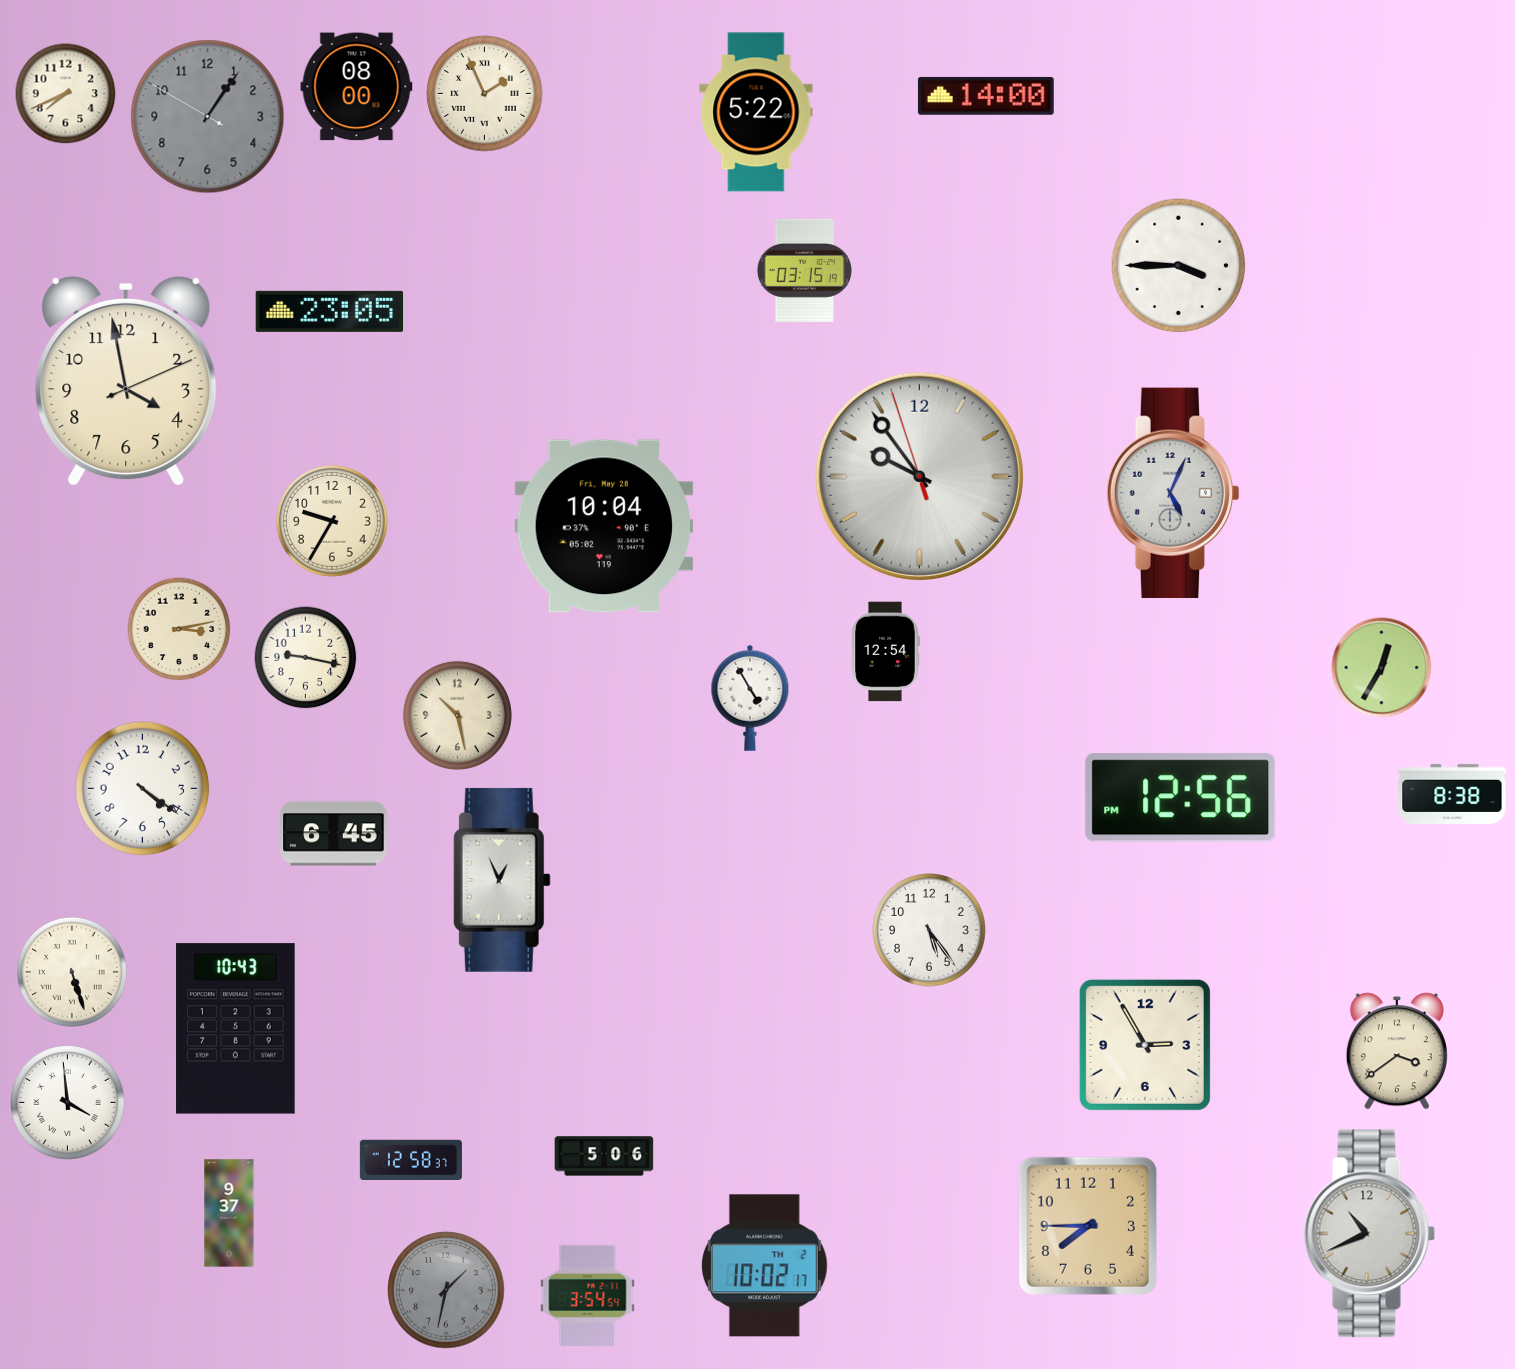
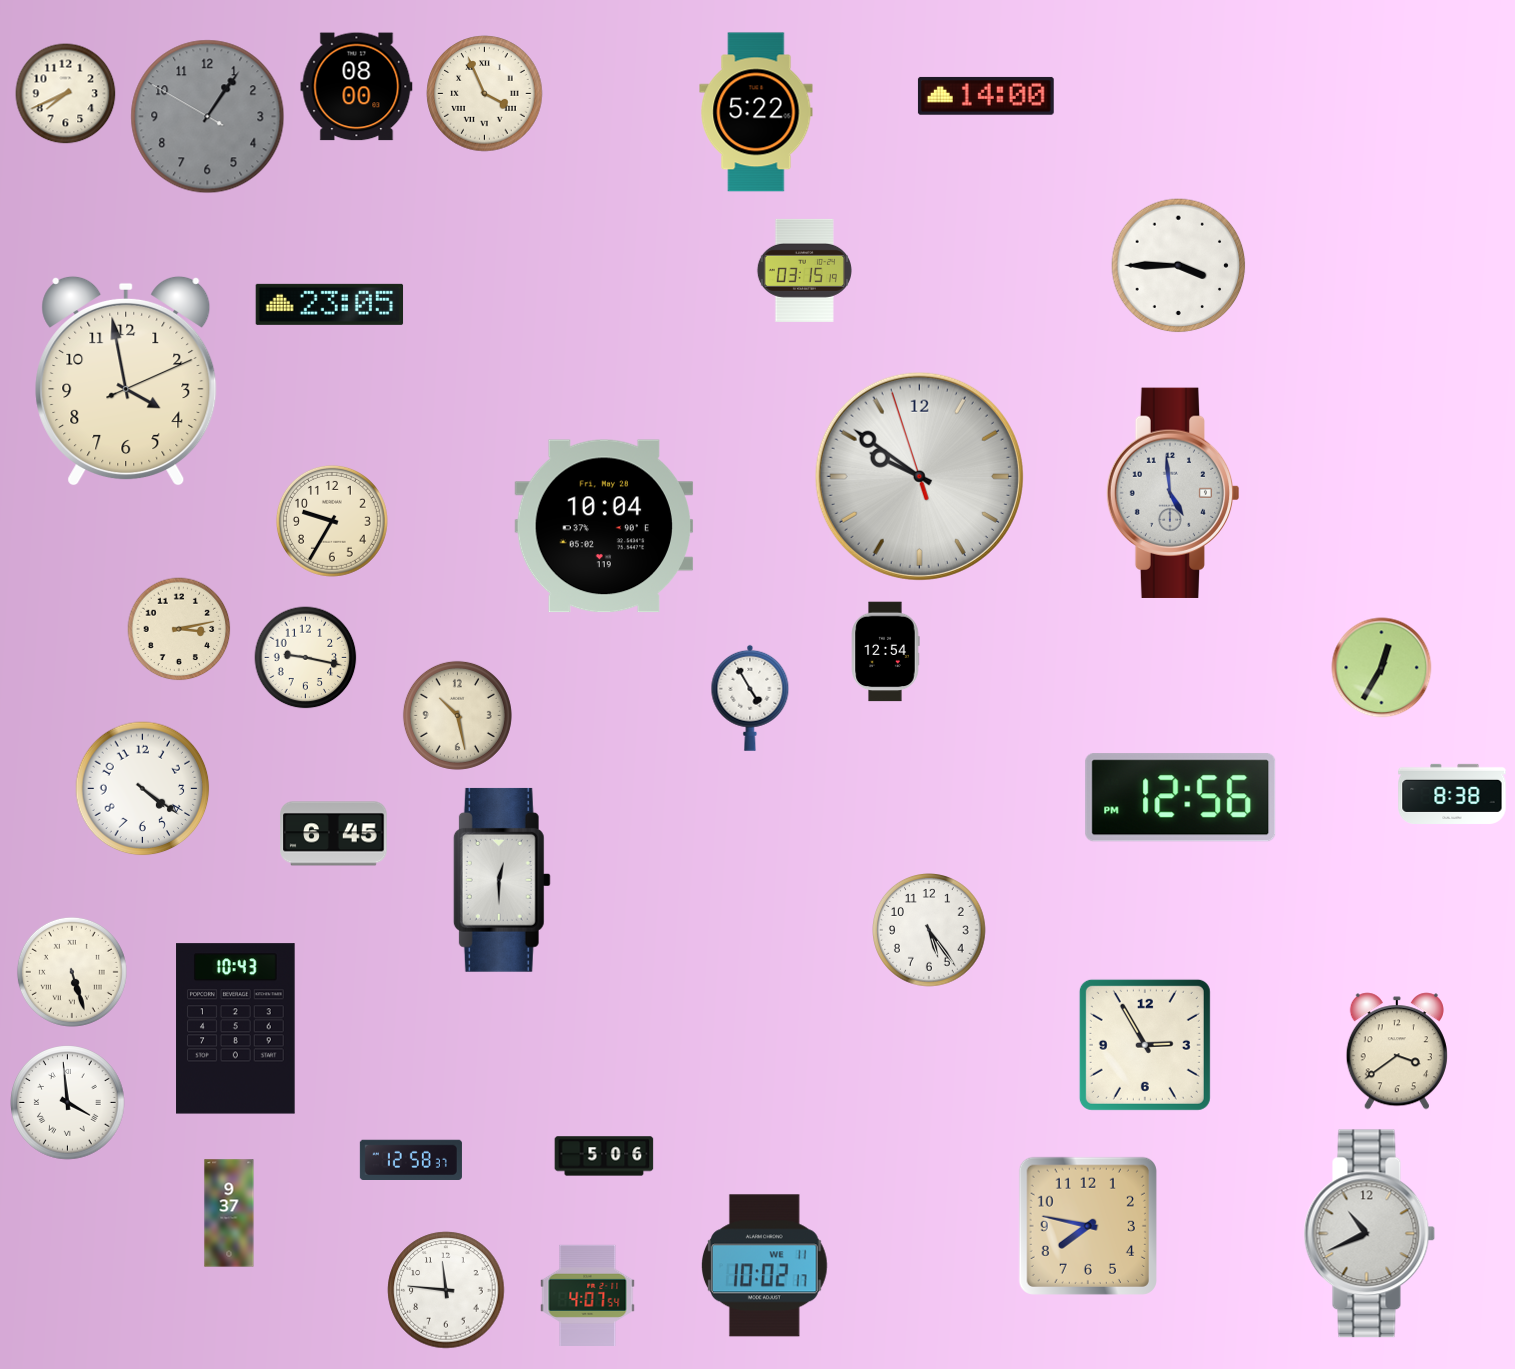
clock at (485, 94): 1:56 -> 3:56
clock at (330, 311) position: (330, 311) -> (330, 304)
clock at (919, 476): 9:53 -> 9:50
clock at (1173, 493): 5:04 -> 4:59
clock at (502, 880): 12:56 -> 12:30
clock at (1088, 1226): 7:45 -> 7:47
clock at (765, 1266) date: TH 2 -> WE 11
clock at (446, 1290): 1:32 -> 11:46
clock at (446, 1290) dial: grey -> white
clock at (588, 1295): 3:54 -> 4:07
